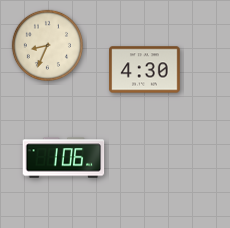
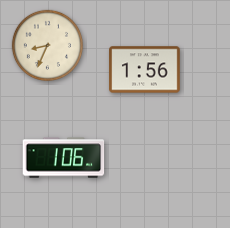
clock at (145, 70): 4:30 -> 1:56
